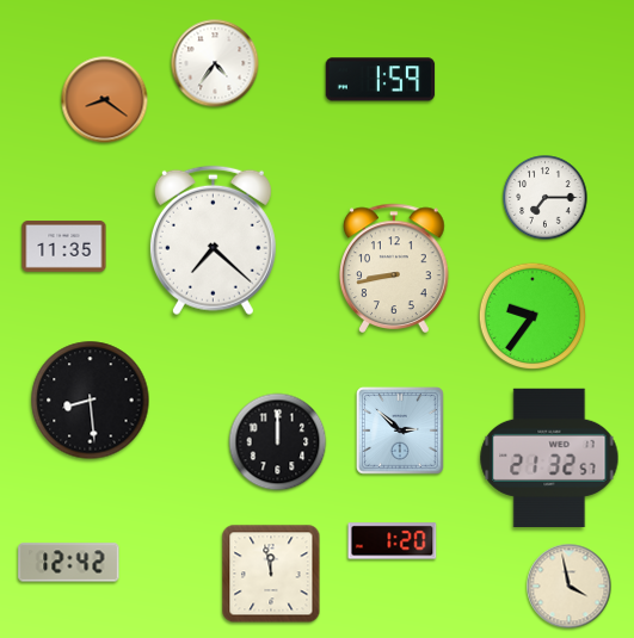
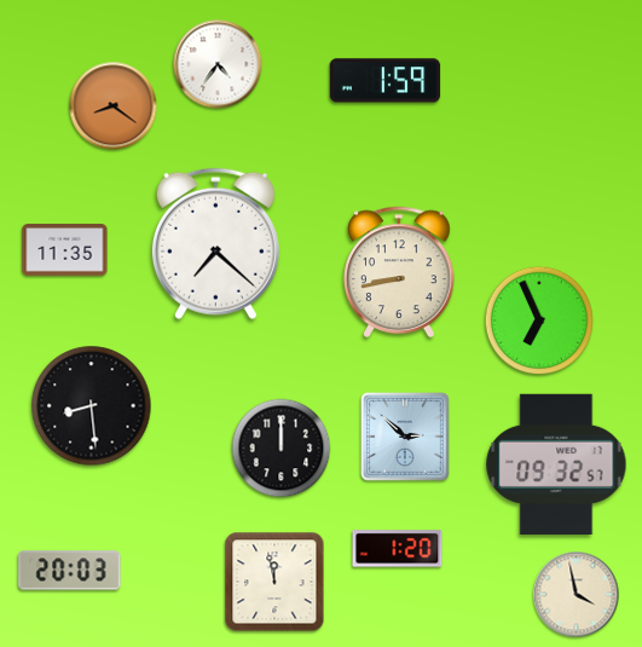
clock at (105, 100) position: (105, 100) -> (114, 106)
clock at (546, 198): 7:15 -> none
clock at (531, 315): 9:36 -> 6:56
clock at (549, 457): 21:32 -> 09:32
clock at (69, 563): 12:42 -> 20:03
